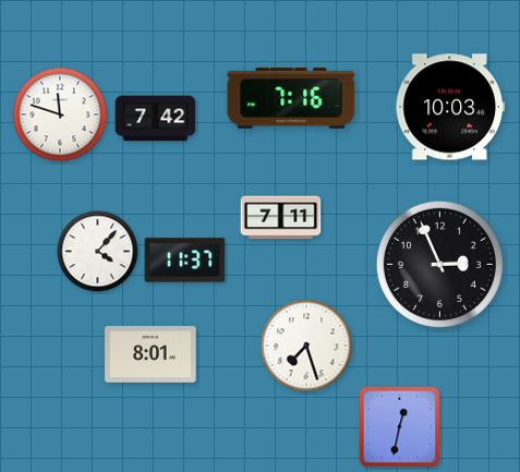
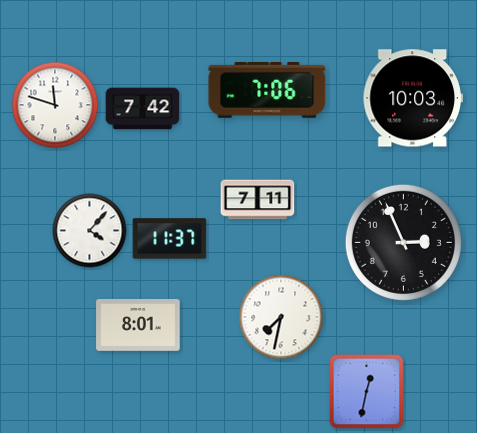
clock at (291, 98): 7:16 -> 7:06
clock at (306, 346): 7:27 -> 7:32
